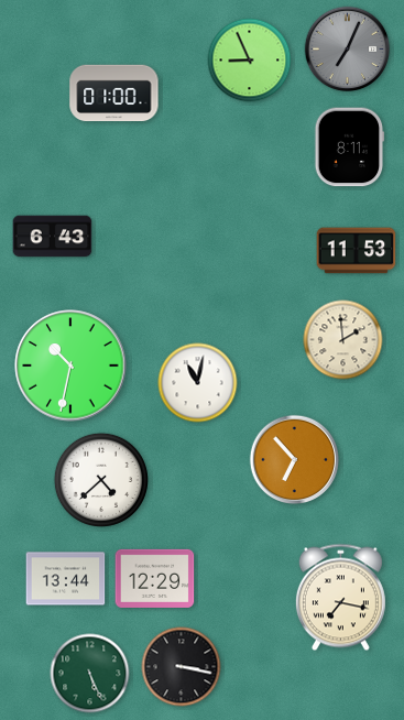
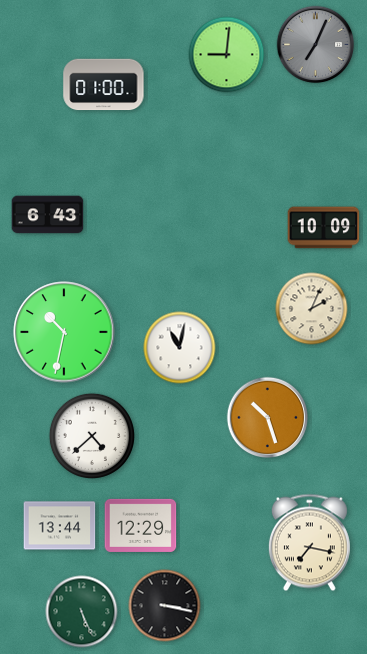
clock at (250, 61): 8:56 -> 9:01
clock at (350, 148): 8:11 -> none
clock at (357, 251): 11:53 -> 10:09
clock at (343, 340): 1:59 -> 2:04
clock at (295, 460): 6:53 -> 10:27
